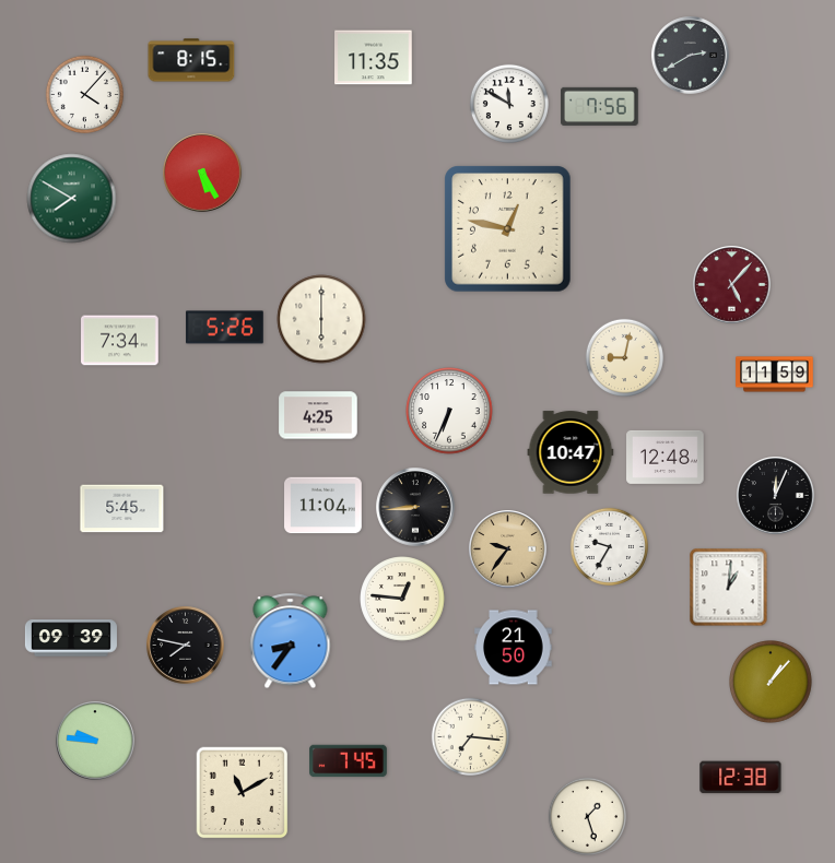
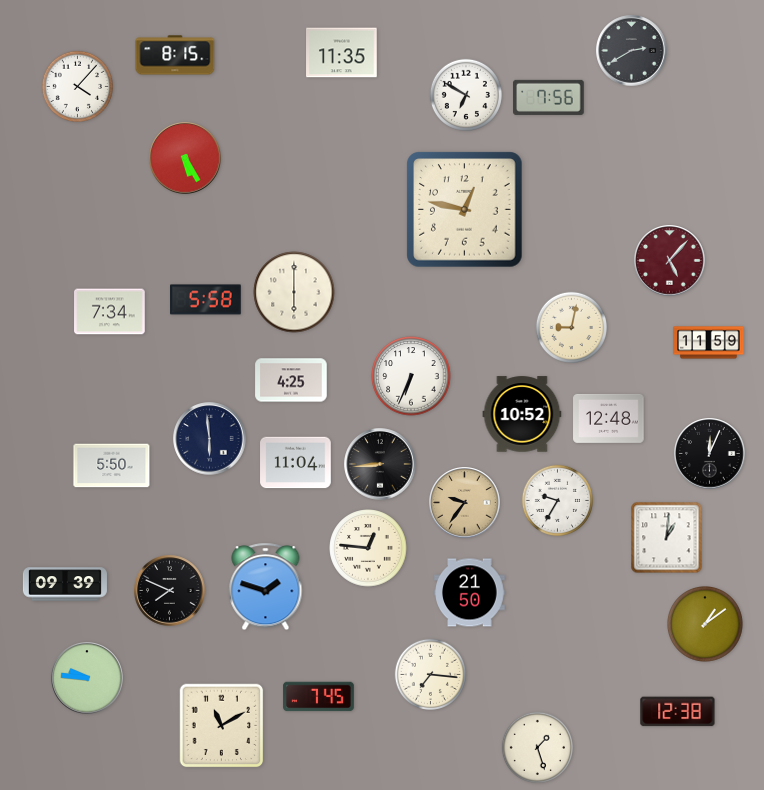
clock at (509, 104): 11:50 -> 6:50
clock at (72, 199): 7:50 -> none
clock at (225, 328): 5:26 -> 5:58
clock at (571, 452): 10:47 -> 10:52
clock at (210, 439): none -> 5:59
clock at (122, 509): 5:45 -> 5:50
clock at (291, 641): 8:36 -> 1:48
clock at (186, 646): 7:47 -> 7:49
clock at (772, 683): 1:07 -> 1:09
